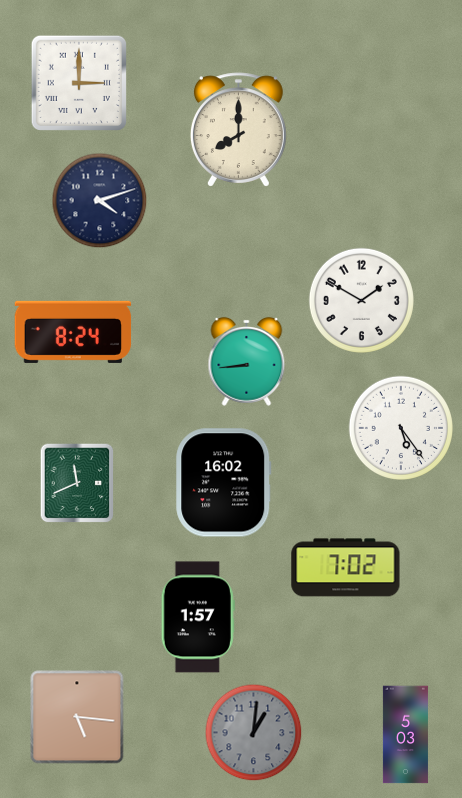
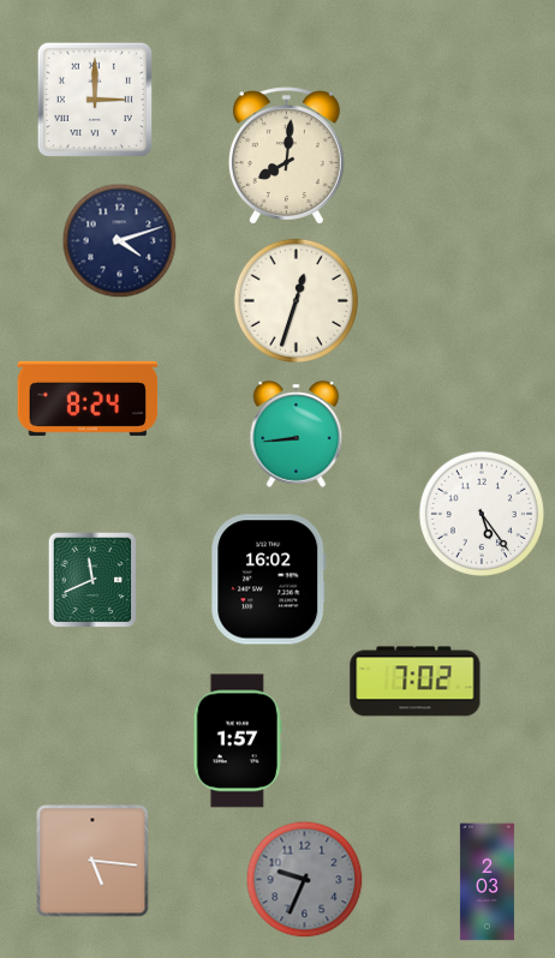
clock at (238, 130): 8:00 -> 8:01
clock at (296, 300): none -> 12:33
clock at (361, 300): 1:50 -> none
clock at (254, 733): 1:01 -> 9:34
clock at (405, 735): 5:03 -> 2:03
